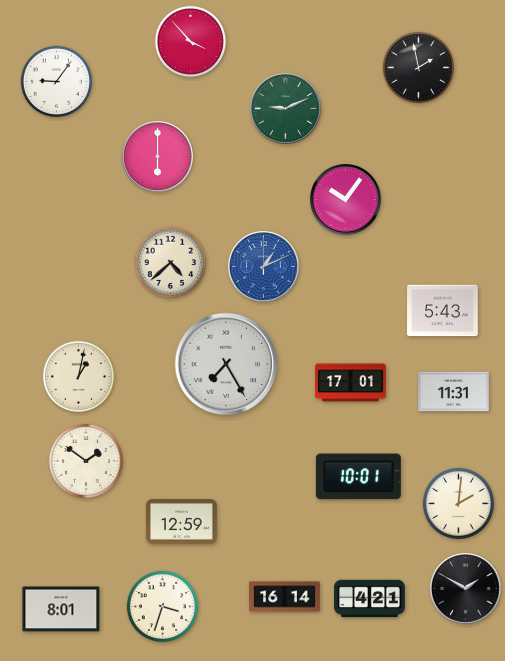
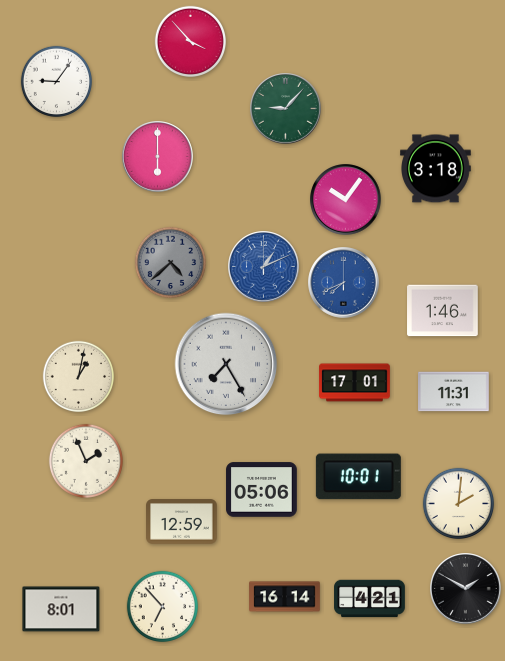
clock at (419, 68): 1:58 -> none
clock at (286, 109): 9:11 -> 9:07
clock at (436, 169): none -> 3:18
clock at (171, 263) dial: cream -> grey
clock at (344, 283): none -> 7:41
clock at (443, 311): 5:43 -> 1:46
clock at (351, 383) position: (351, 383) -> (355, 383)
clock at (86, 461): 1:51 -> 1:56
clock at (262, 490): none -> 05:06
clock at (163, 607): 3:33 -> 6:53
